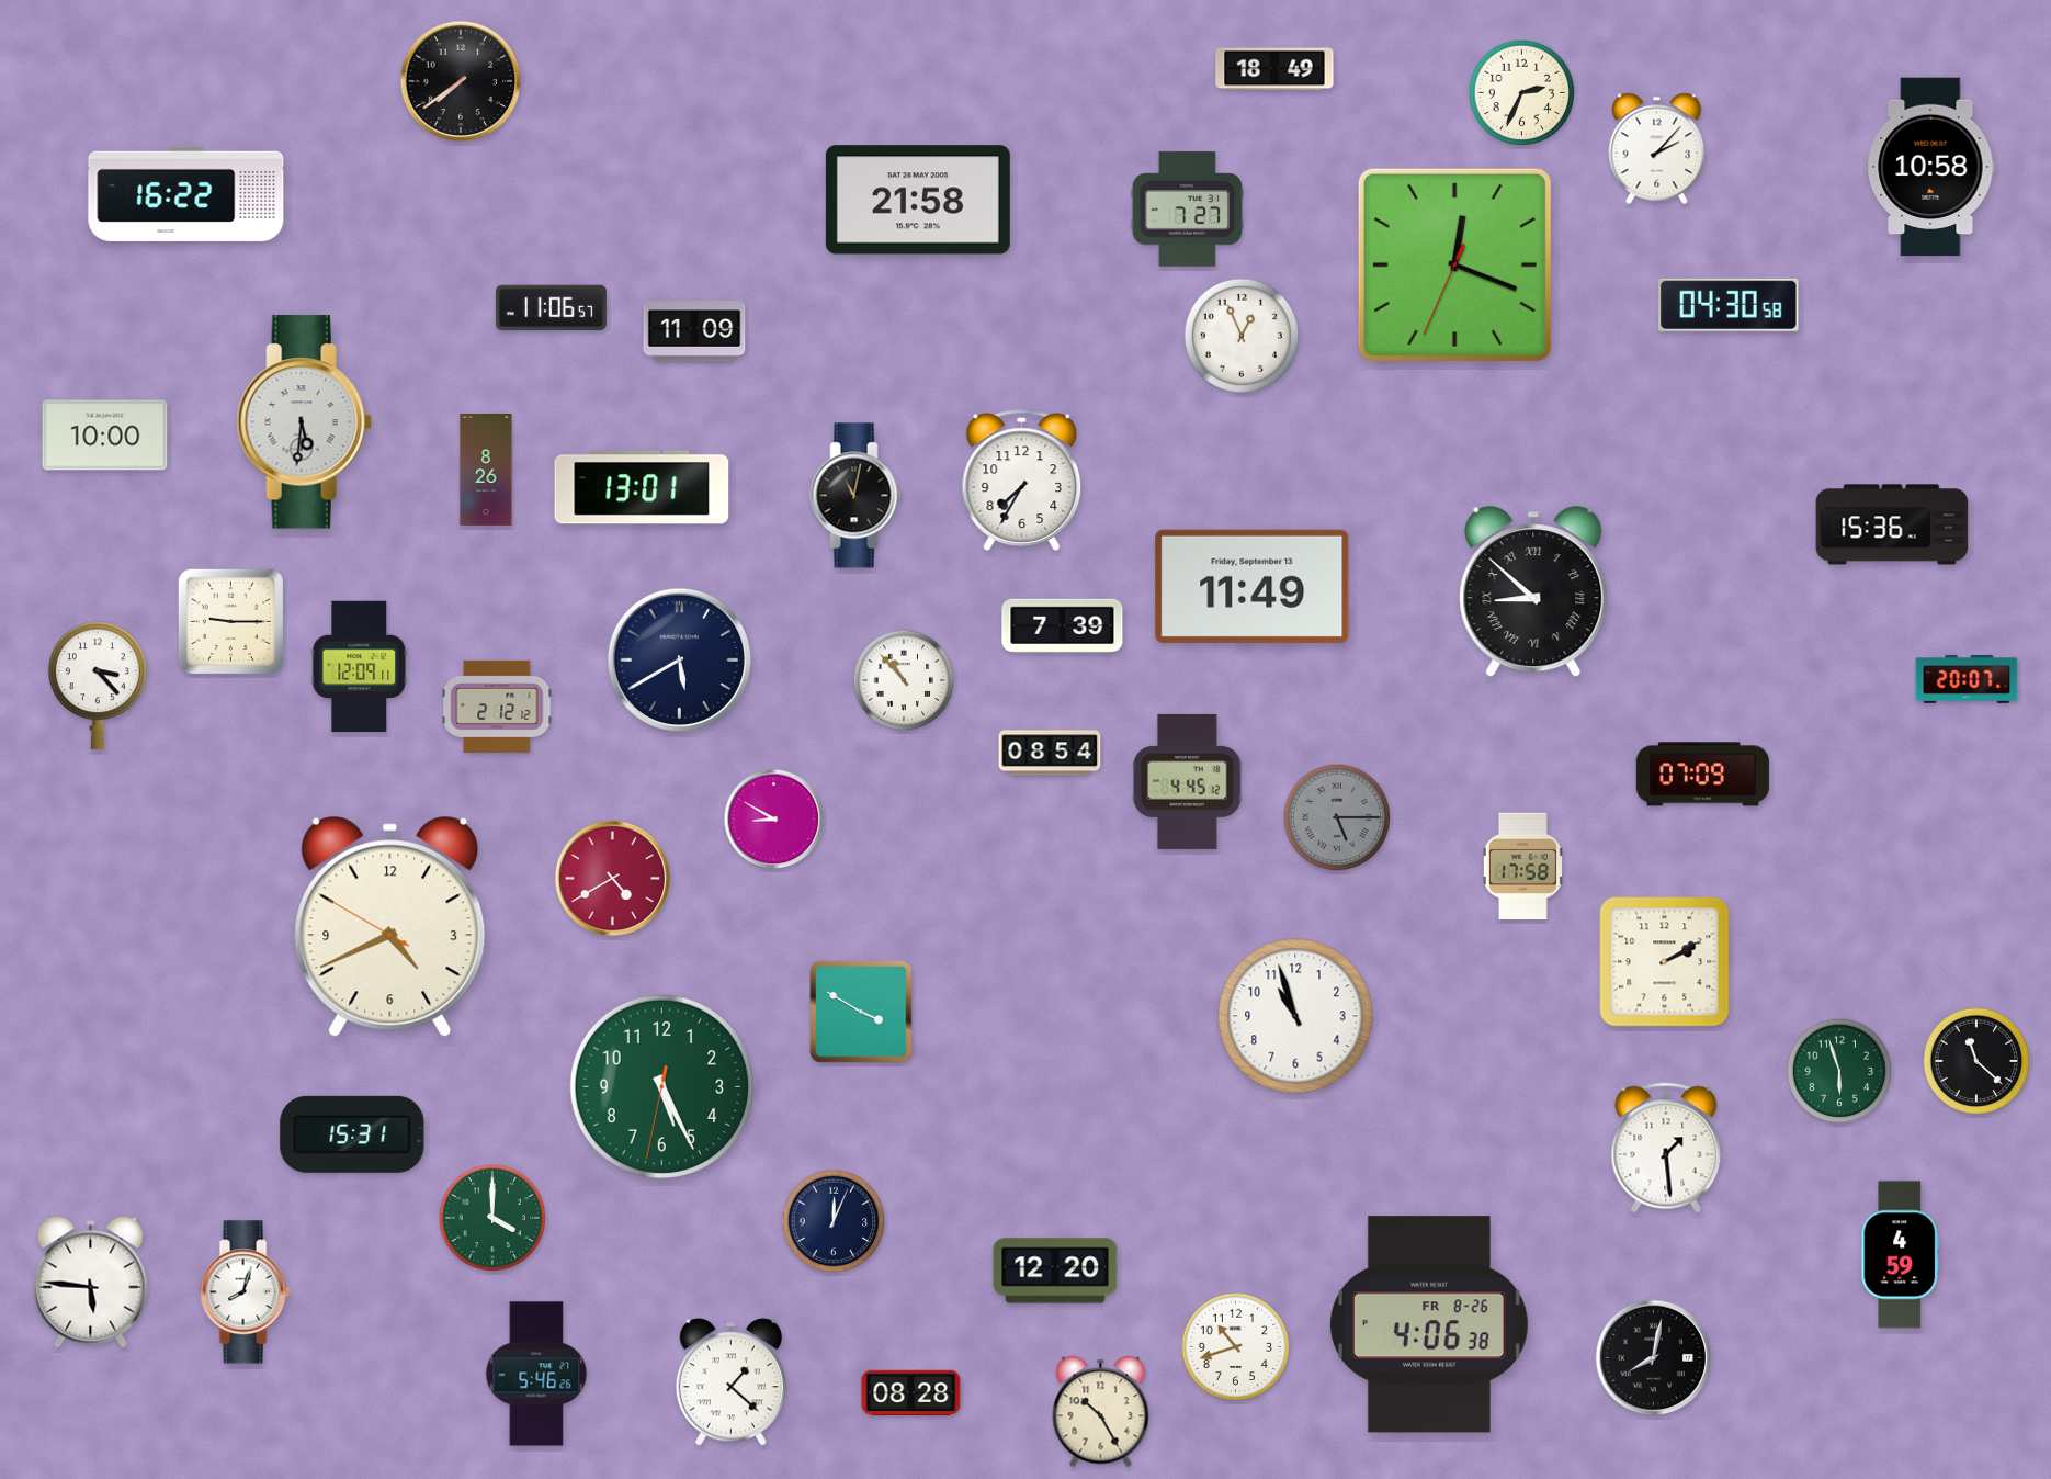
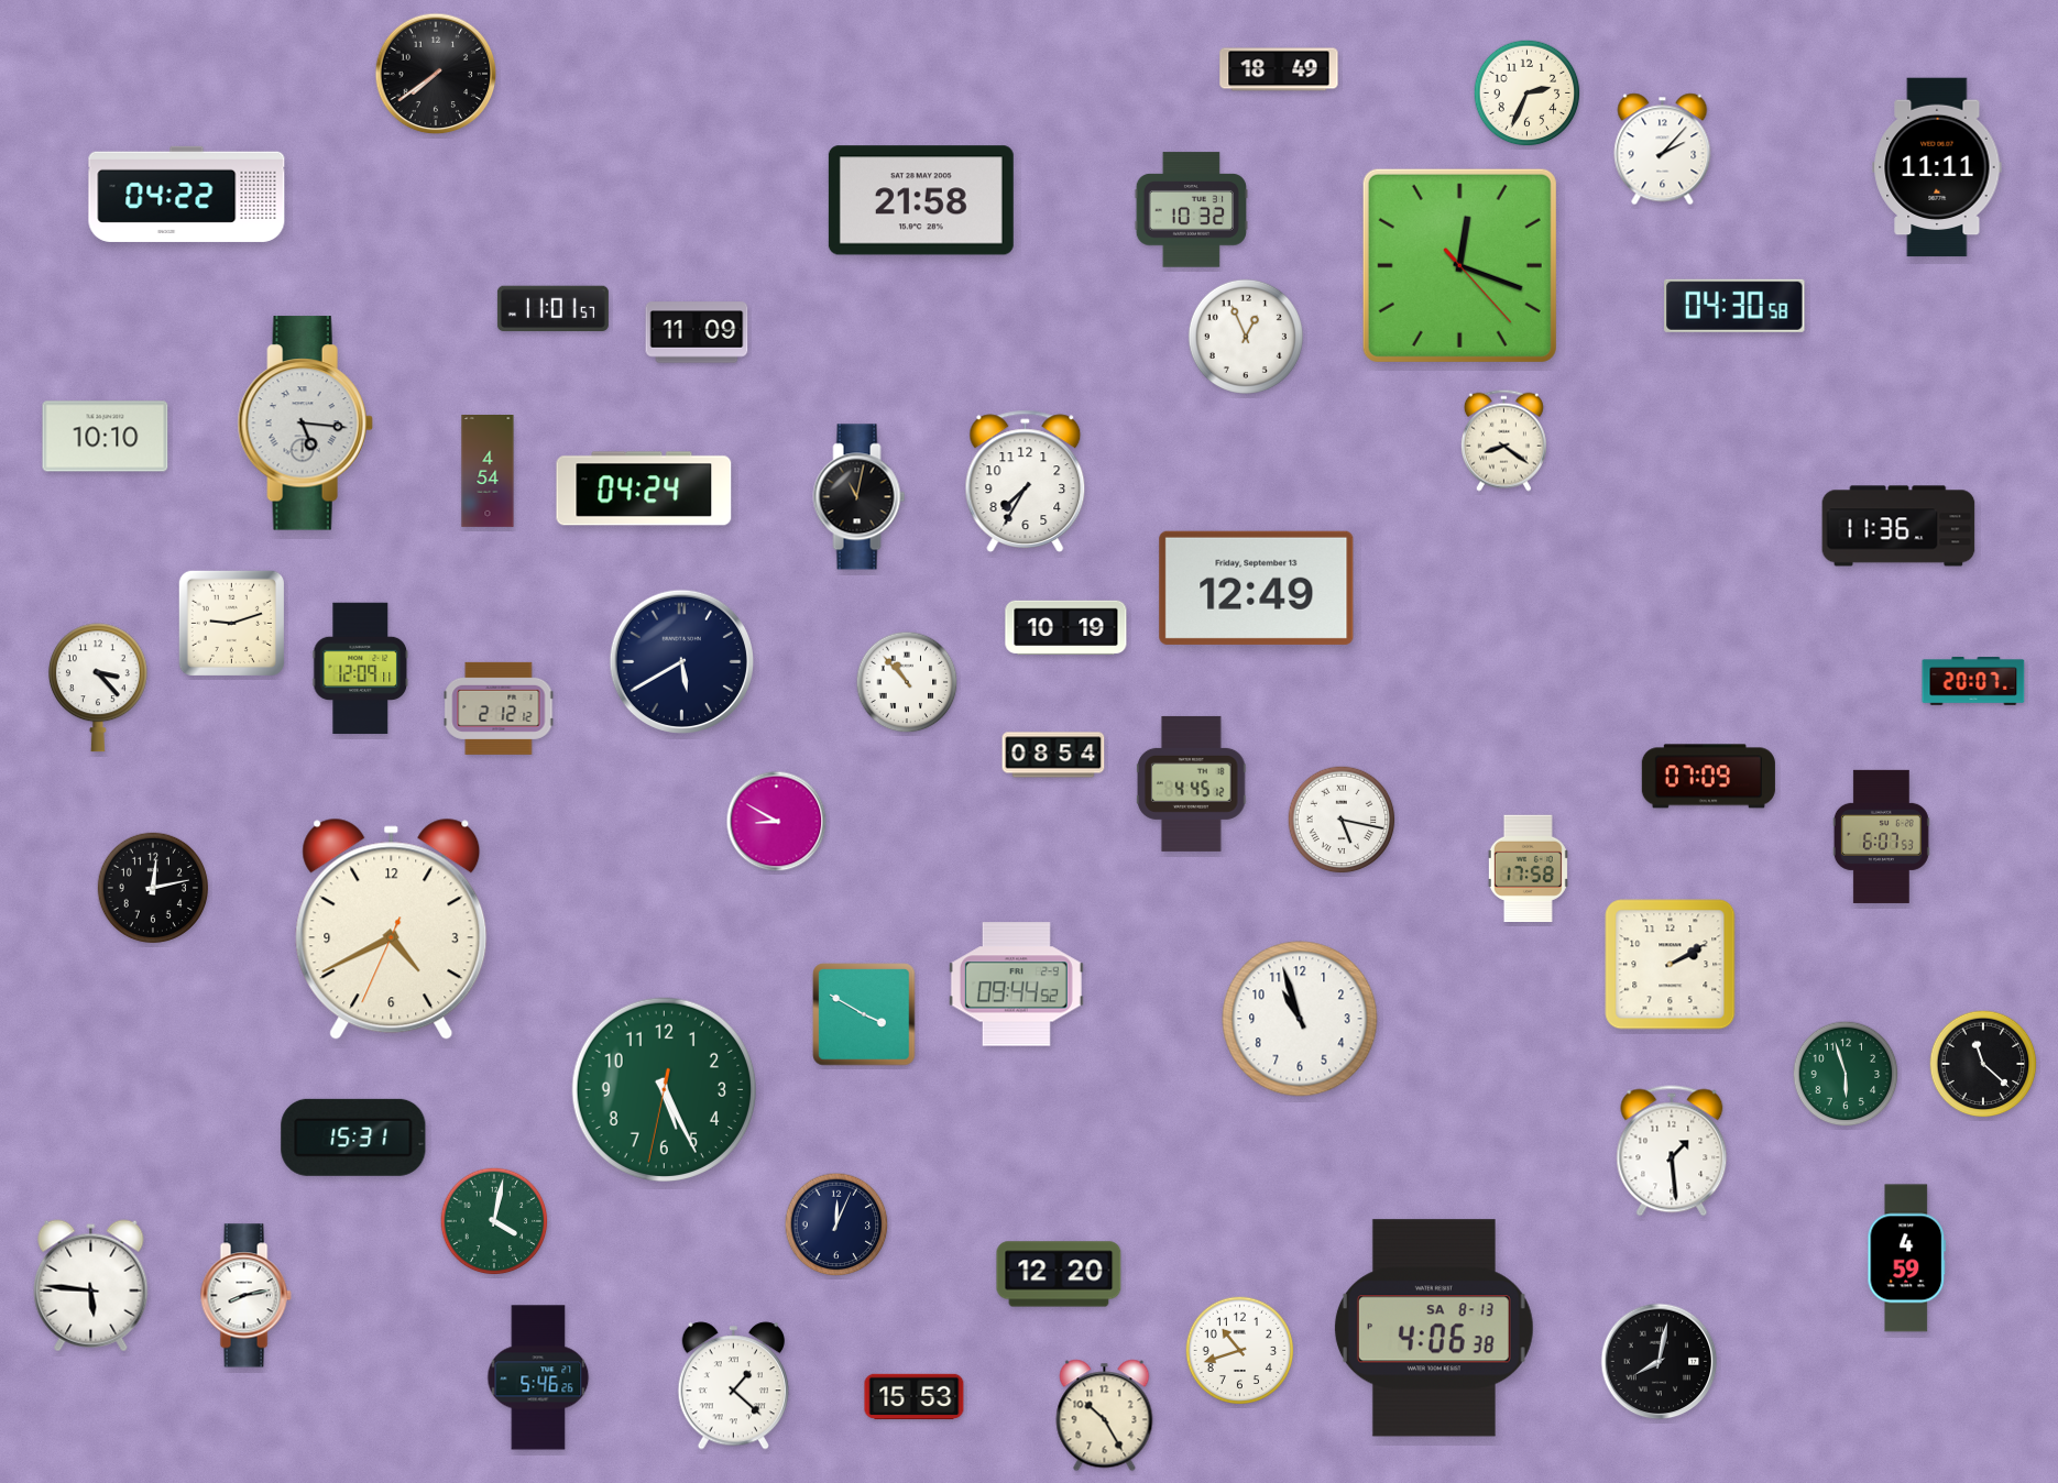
clock at (461, 81) position: (461, 81) -> (436, 74)
clock at (1930, 167): 10:58 -> 11:11
clock at (186, 193): 16:22 -> 04:22
clock at (1187, 210): 7:27 -> 10:32
clock at (1454, 264): 12:18:34 -> 12:18:23
clock at (551, 308): 11:06 -> 11:01
clock at (304, 422): 5:31 -> 5:16
clock at (105, 436): 10:00 -> 10:10
clock at (1503, 440): none -> 8:21
clock at (486, 471): 8:26 -> 4:54
clock at (642, 487): 13:01 -> 04:24
clock at (1892, 524): 15:36 -> 11:36
clock at (1253, 586): 11:49 -> 12:49
clock at (1533, 592): 8:52 -> none
clock at (230, 621): 9:15 -> 9:12
clock at (1063, 626): 7:39 -> 10:19
clock at (1337, 817): 5:15 -> 5:17
clock at (1337, 817) dial: grey -> white
clock at (1881, 836): none -> 6:07
clock at (613, 879): 4:40 -> none
clock at (152, 887): none -> 12:13
clock at (390, 926): 4:40:50 -> 4:40:34
clock at (1016, 985): none -> 09:44
clock at (492, 1218): 4:00 -> 4:02
clock at (245, 1292): 8:03 -> 8:13
clock at (1429, 1324) date: FR 8-26 -> SA 8-13
clock at (911, 1393): 08:28 -> 15:53
